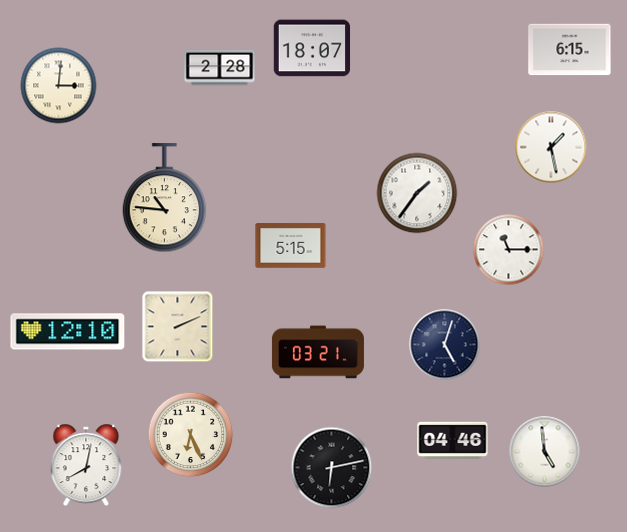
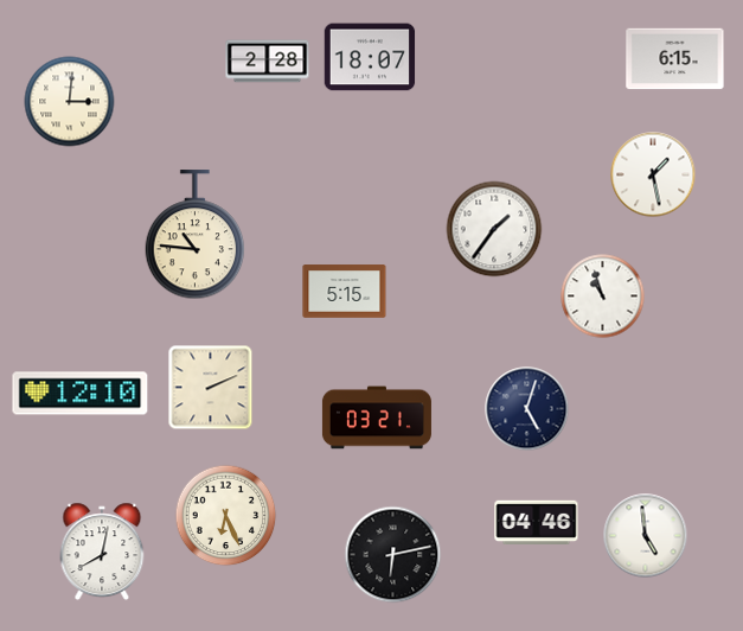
clock at (220, 68) position: (220, 68) -> (268, 62)
clock at (509, 250): 11:15 -> 10:57
